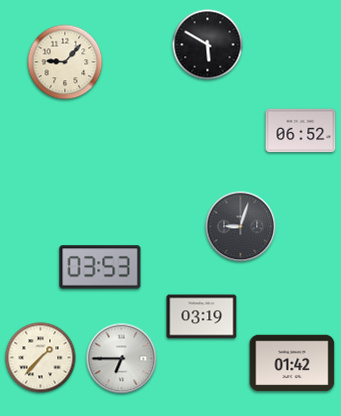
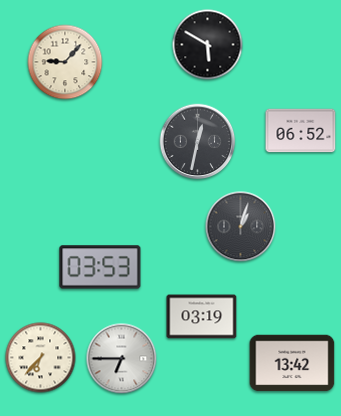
clock at (198, 142): none -> 12:32
clock at (241, 227): 9:03 -> 1:03
clock at (41, 358): 1:37 -> 6:37
clock at (292, 363): 01:42 -> 13:42
